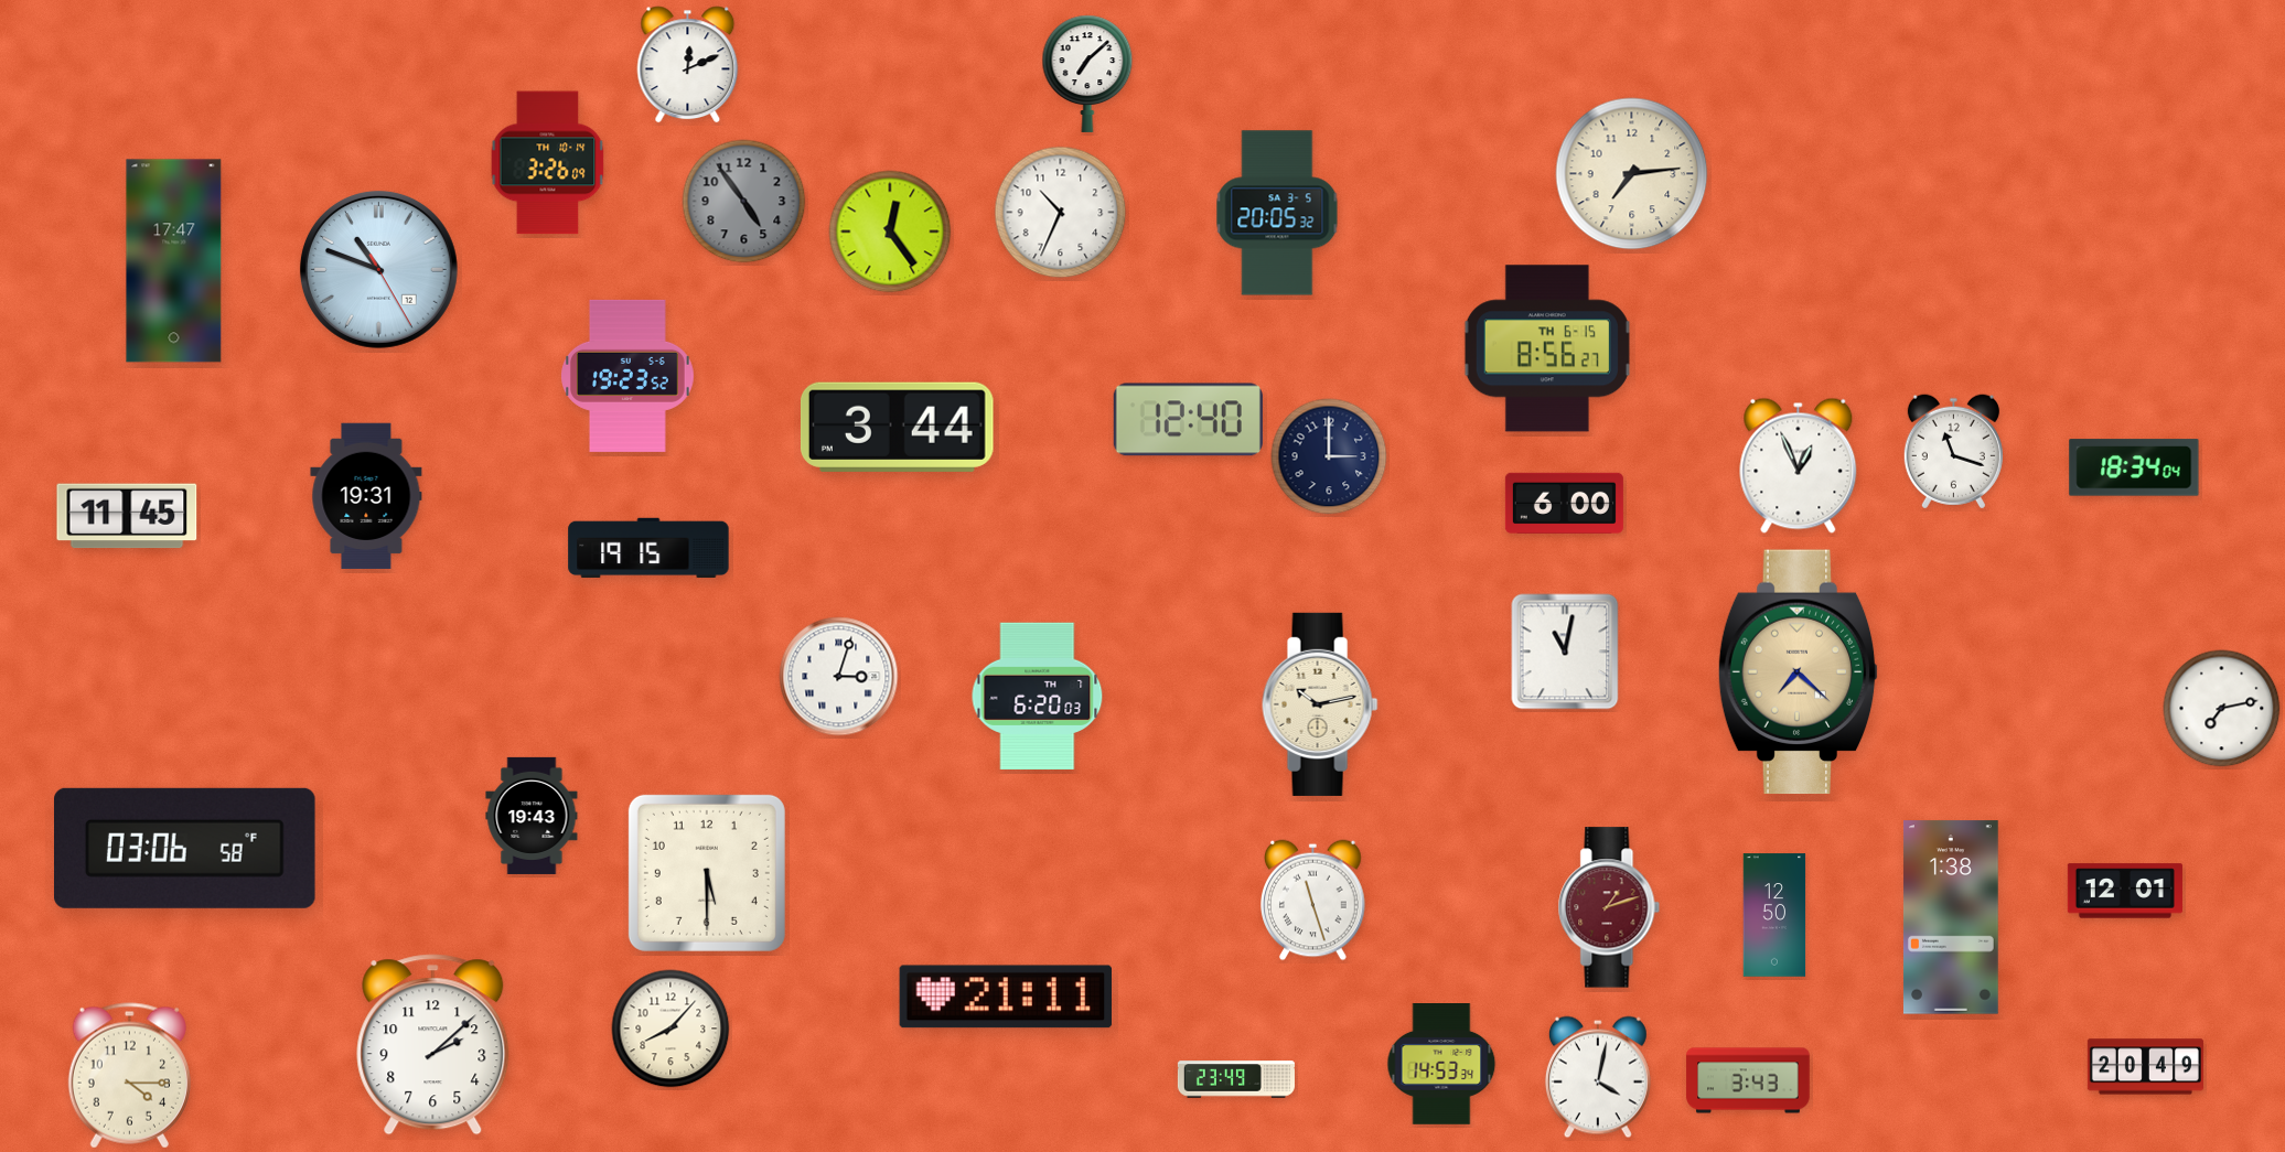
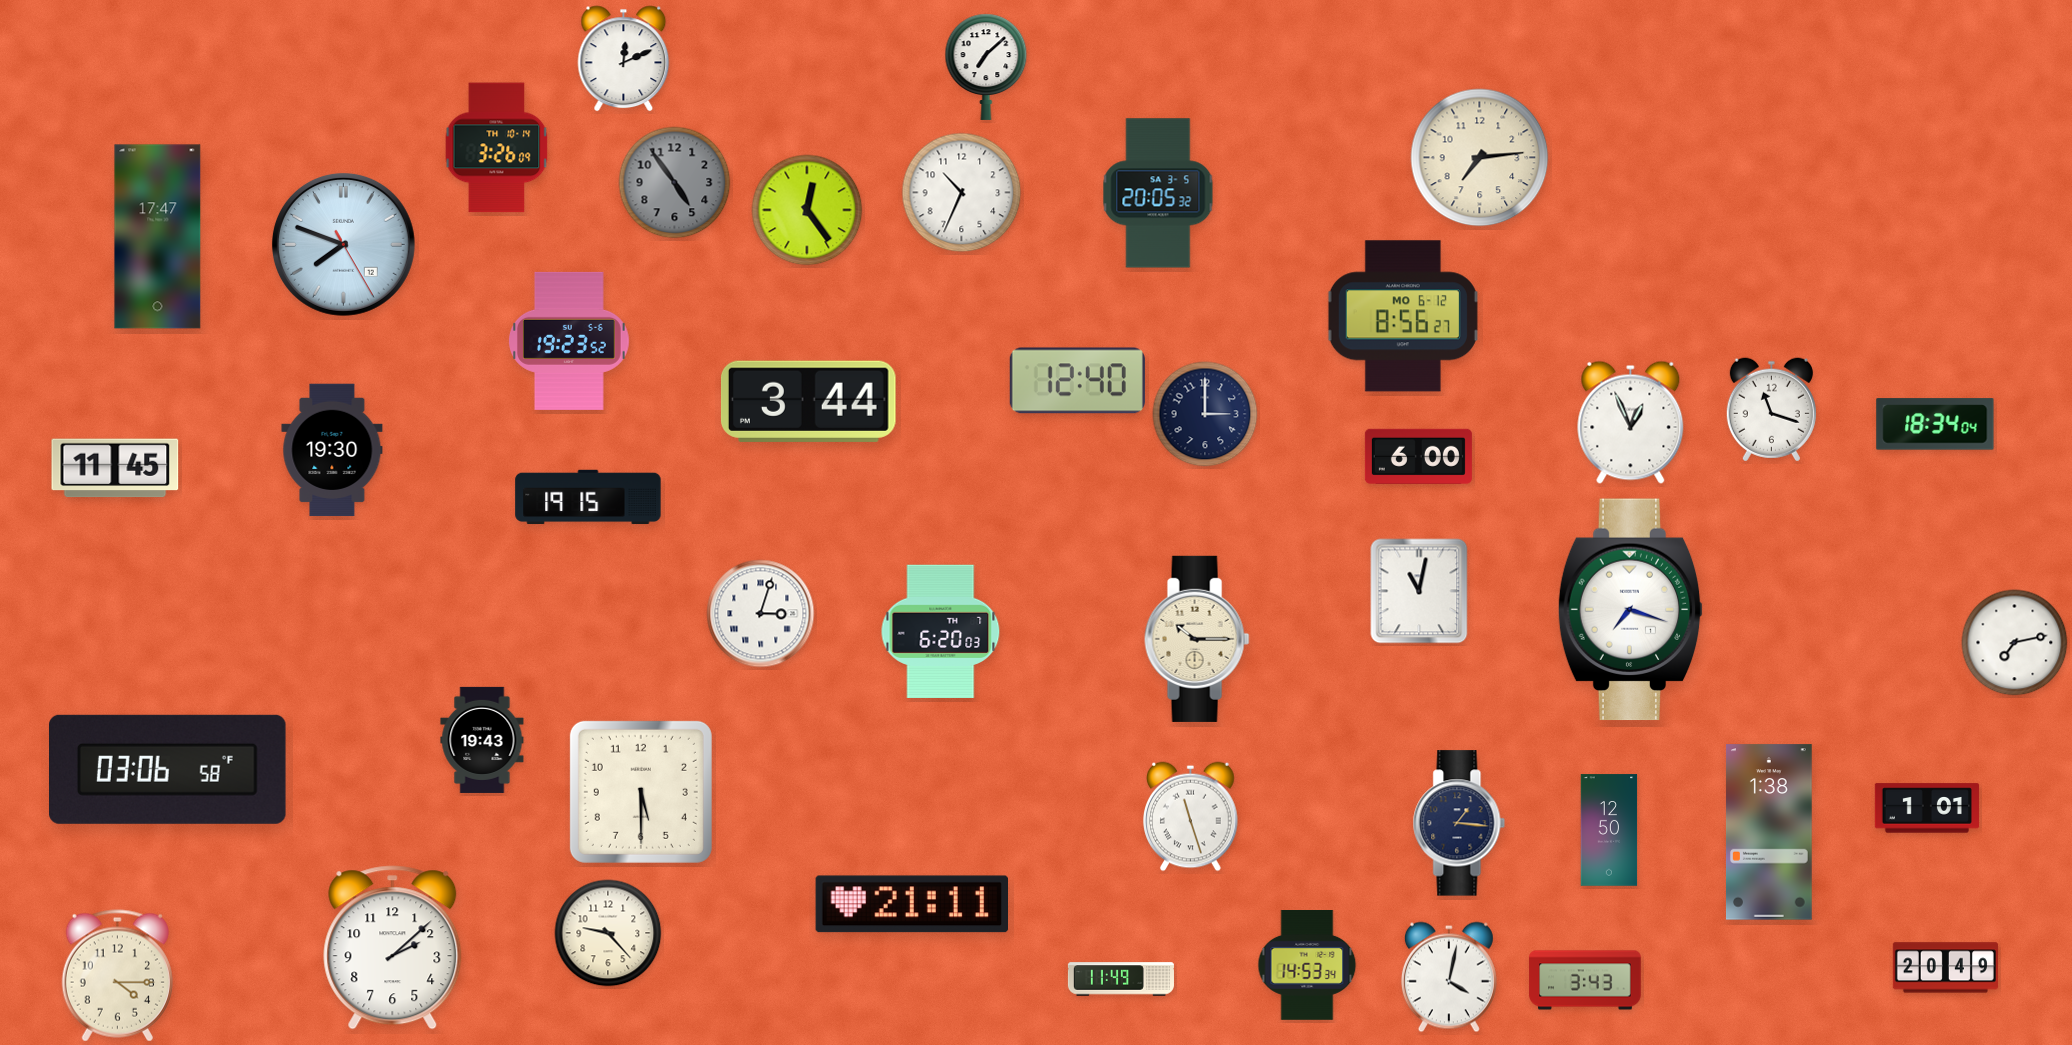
clock at (378, 269): 10:48 -> 7:48
clock at (1547, 348) date: TH 6-15 -> MO 6-12
clock at (898, 427) position: (898, 427) -> (809, 401)
clock at (366, 496): 19:31 -> 19:30
clock at (1799, 672): 7:22 -> 7:18
clock at (1799, 672) dial: champagne -> white
clock at (1320, 704): 10:13 -> 10:15
clock at (2125, 891): 12:01 -> 1:01
clock at (1609, 907): 1:12 -> 1:16
clock at (1609, 907) dial: burgundy -> navy
clock at (671, 1029): 8:07 -> 9:23
clock at (1236, 1079): 23:49 -> 11:49
